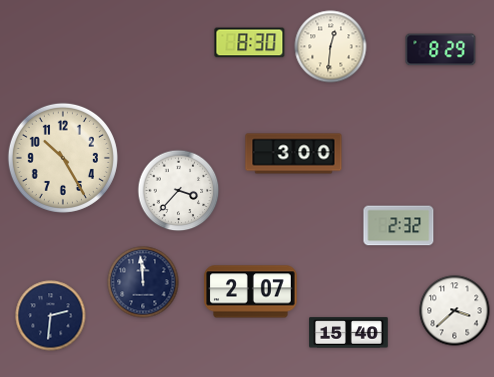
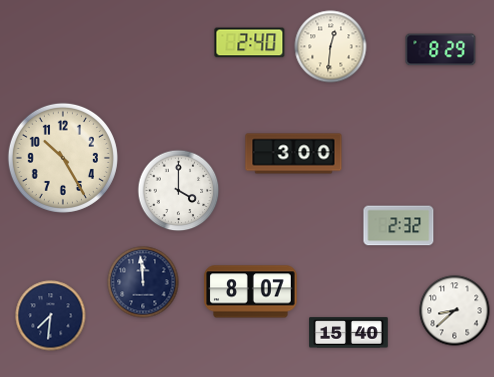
clock at (250, 43): 8:30 -> 2:40
clock at (179, 191): 3:37 -> 4:00
clock at (251, 292): 2:07 -> 8:07
clock at (455, 311): 3:38 -> 8:38
clock at (51, 316): 2:31 -> 7:31
